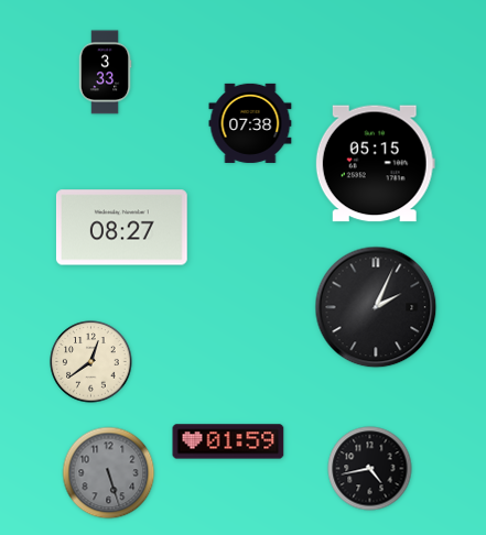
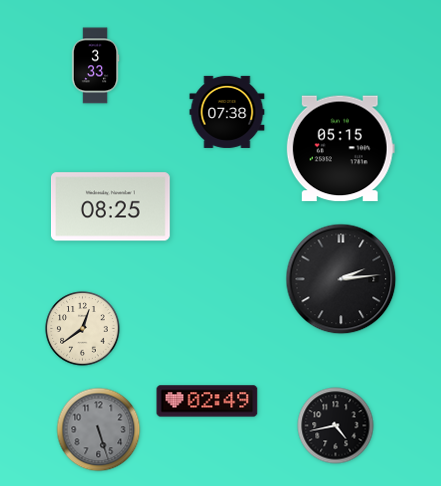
clock at (121, 228): 08:27 -> 08:25
clock at (376, 307): 2:04 -> 2:14
clock at (228, 441): 01:59 -> 02:49
